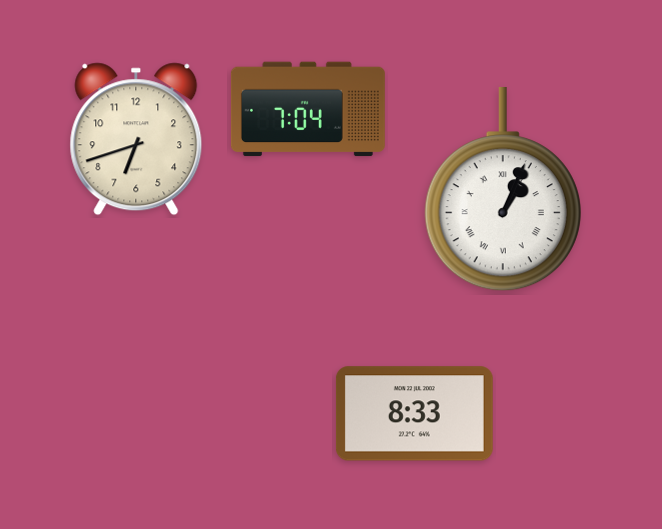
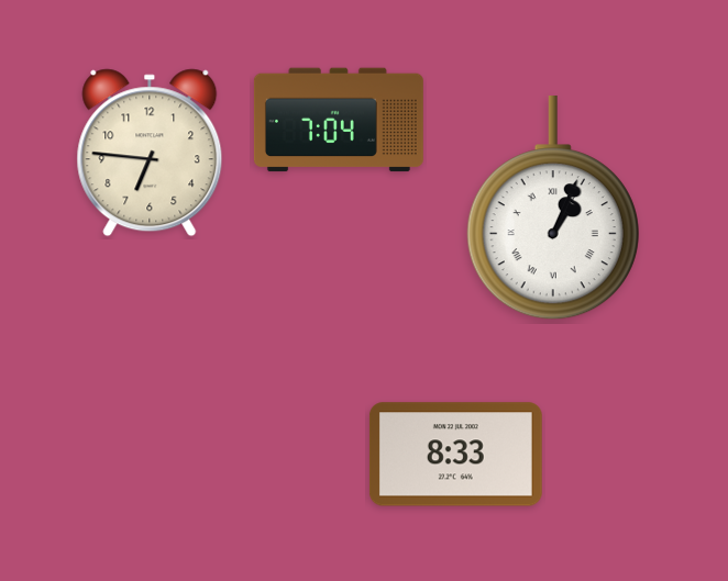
clock at (136, 139): 6:42 -> 6:46
